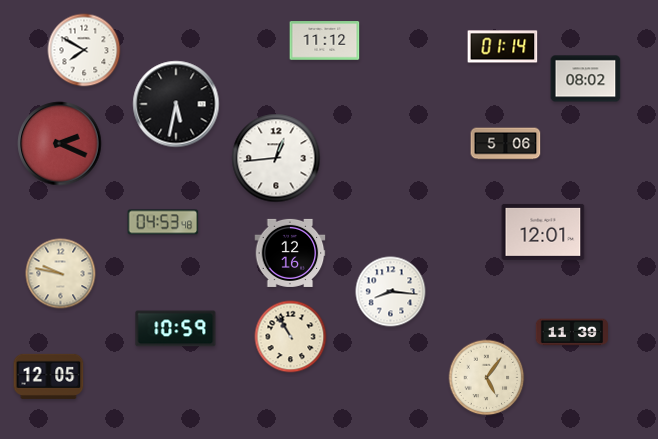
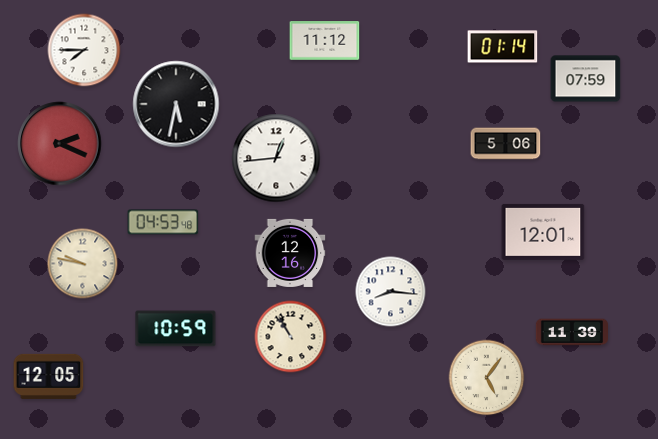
clock at (84, 50): 7:50 -> 7:45
clock at (586, 79): 08:02 -> 07:59
clock at (61, 274) position: (61, 274) -> (83, 264)
